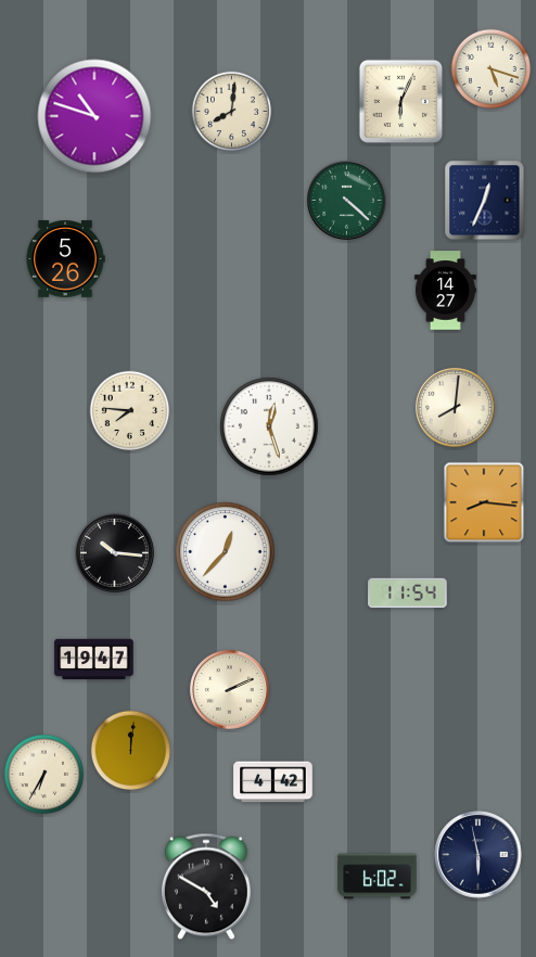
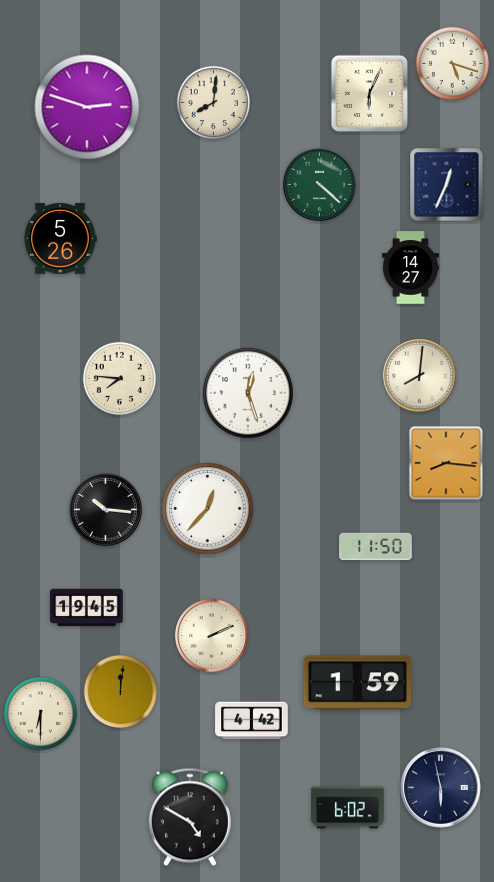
clock at (94, 116): 10:48 -> 2:48
clock at (408, 594): 11:54 -> 11:50
clock at (94, 660): 19:47 -> 19:45
clock at (357, 683): none -> 1:59
clock at (44, 775): 6:35 -> 6:30
